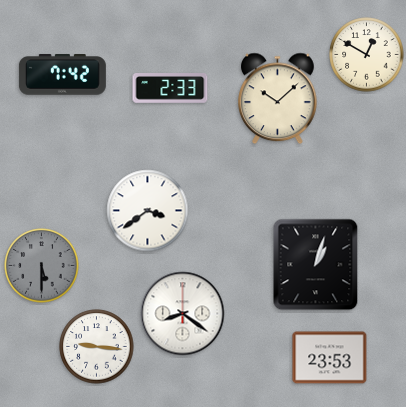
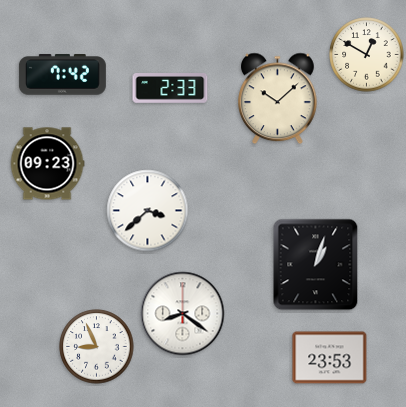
clock at (47, 164): none -> 09:23
clock at (148, 211): 3:39 -> 3:38
clock at (42, 266): 5:30 -> none
clock at (97, 347): 9:16 -> 8:56
